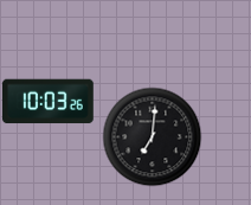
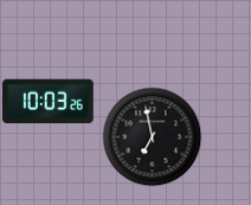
clock at (152, 136): 7:01 -> 6:58
